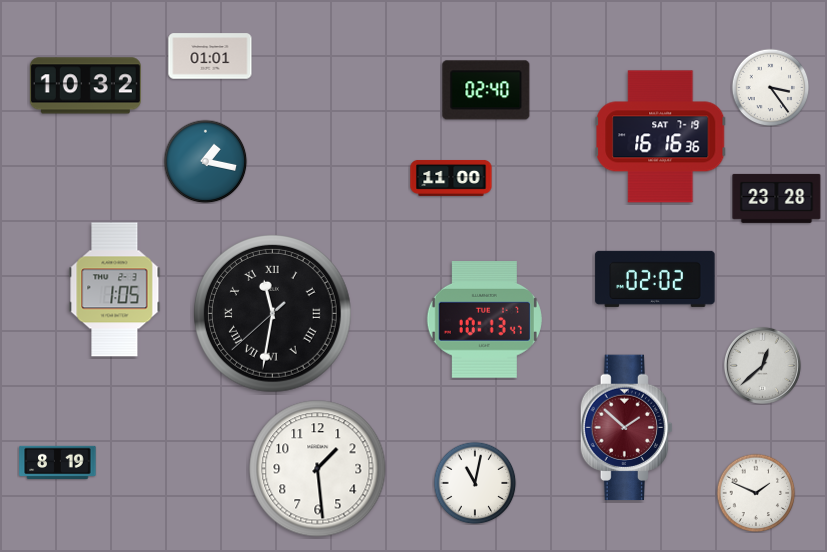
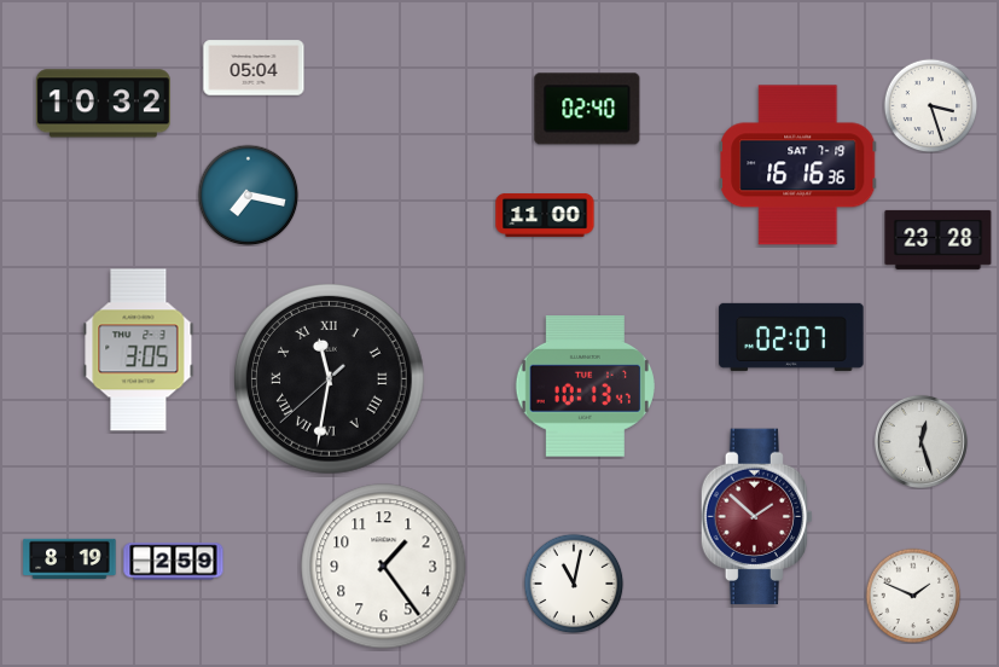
clock at (210, 56): 01:01 -> 05:04
clock at (770, 87): 3:24 -> 3:27
clock at (205, 161): 1:17 -> 7:17
clock at (655, 279): 02:02 -> 02:07
clock at (115, 290): 1:05 -> 3:05
clock at (762, 365): 12:38 -> 12:27
clock at (174, 562): none -> 2:59
clock at (318, 469): 1:29 -> 1:24
